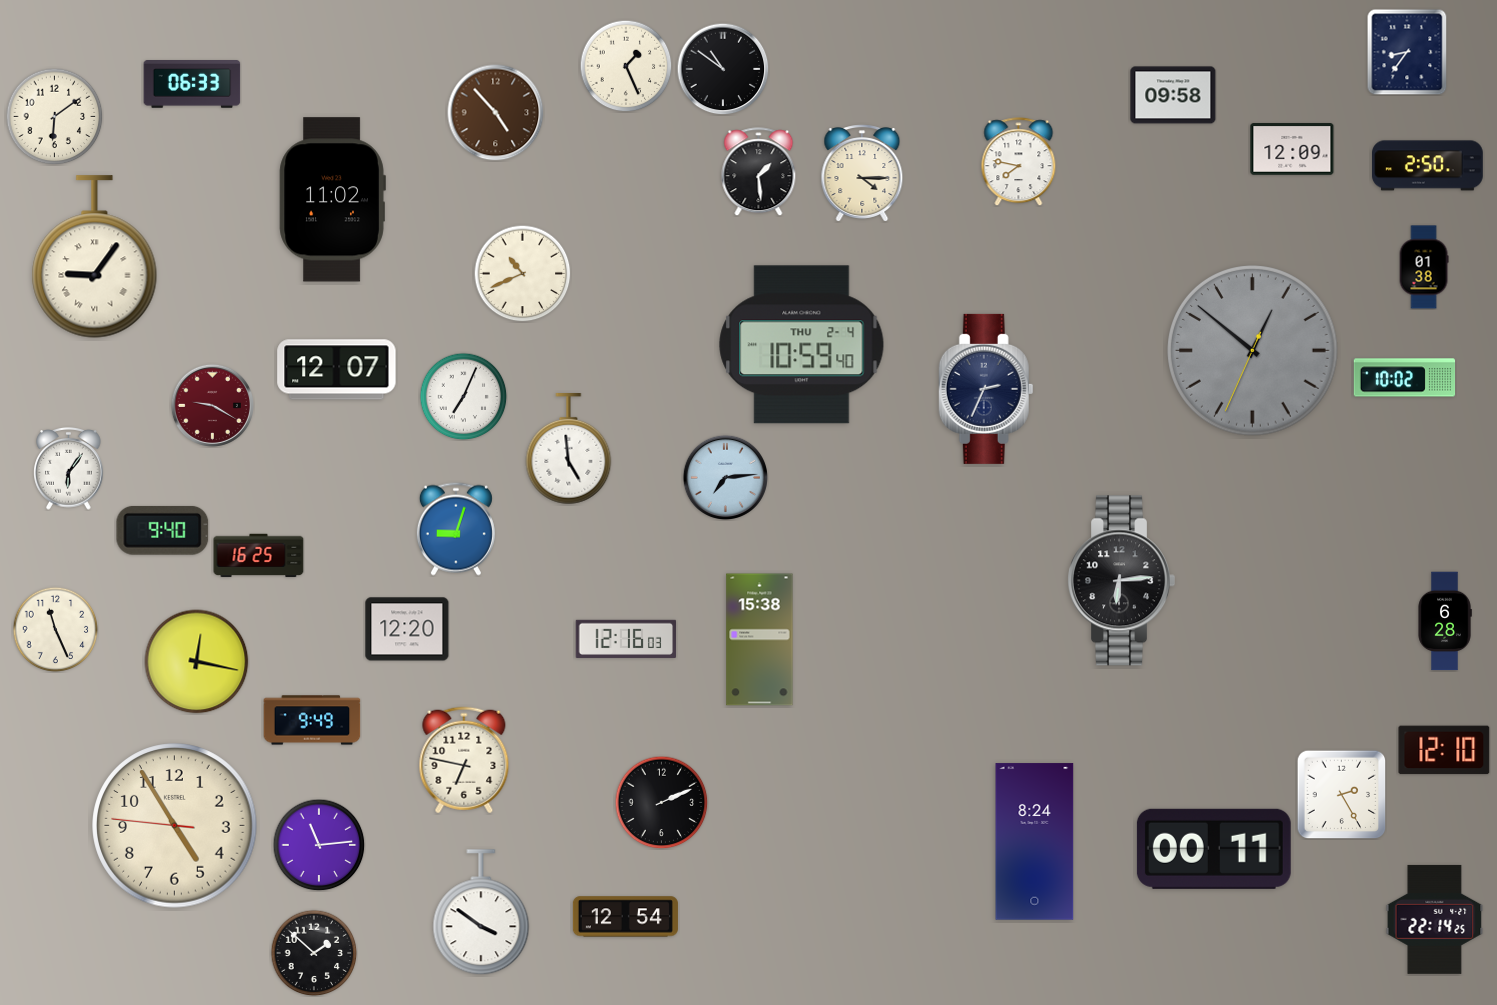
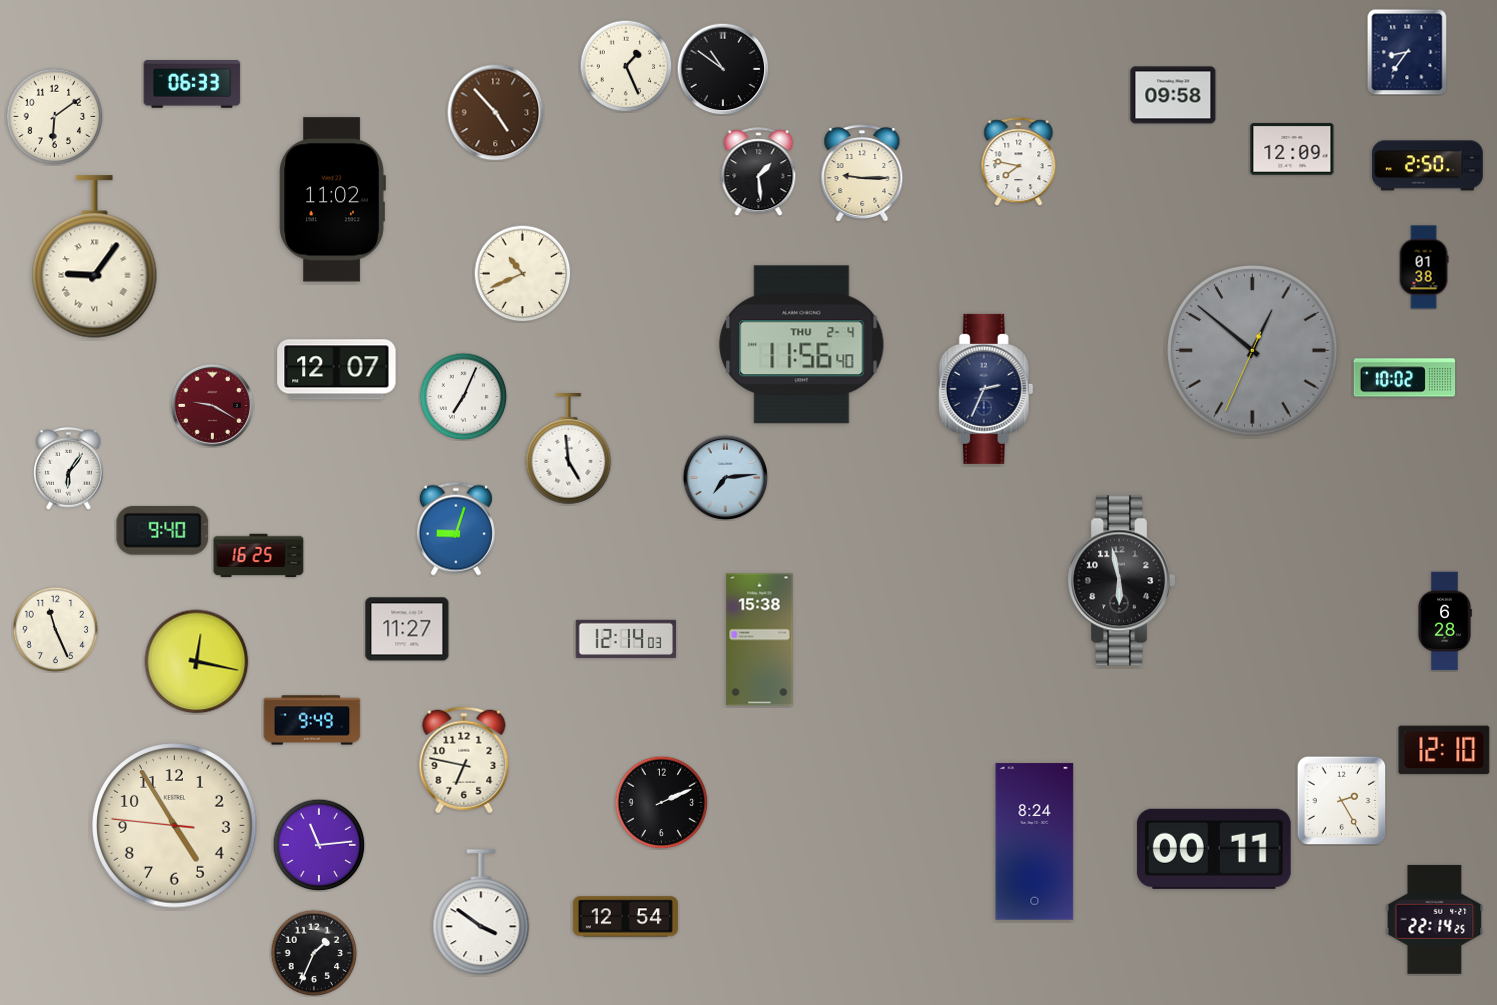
clock at (862, 173): 4:15 -> 9:15
clock at (802, 345): 10:59 -> 11:56
clock at (1121, 581): 6:14 -> 5:58
clock at (407, 629): 12:20 -> 11:27
clock at (626, 638): 12:16 -> 12:14
clock at (1341, 794) position: (1341, 794) -> (1341, 800)
clock at (314, 953): 1:52 -> 1:34
